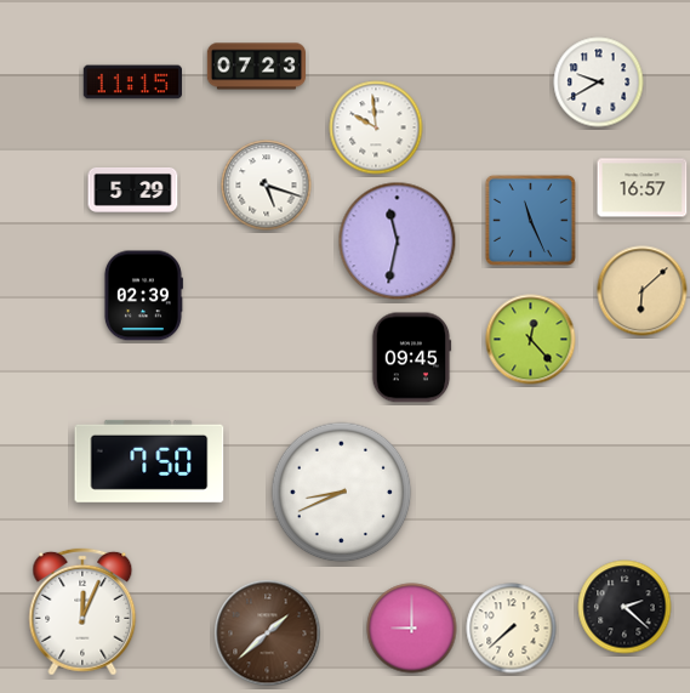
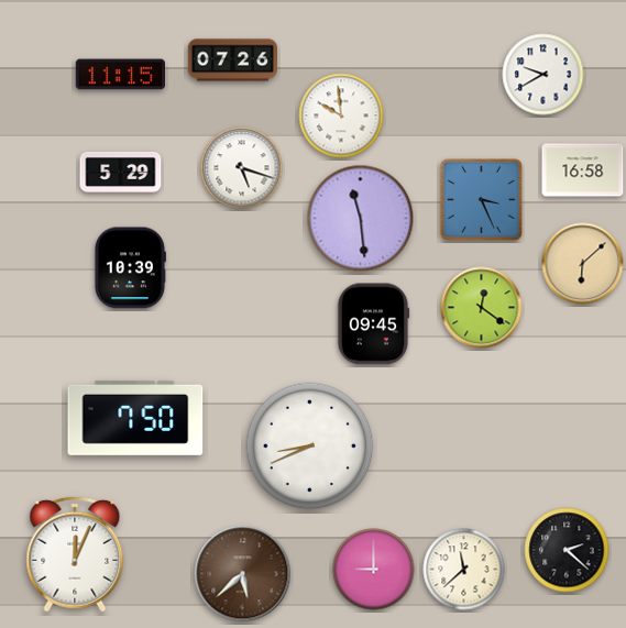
clock at (256, 67): 07:23 -> 07:26
clock at (643, 188): 16:57 -> 16:58
clock at (530, 220): 11:26 -> 3:26
clock at (398, 242): 11:32 -> 11:29
clock at (143, 296): 02:39 -> 10:39
clock at (531, 340): 12:23 -> 12:21
clock at (512, 629): 7:38 -> 11:38
clock at (268, 634): 1:38 -> 5:38
